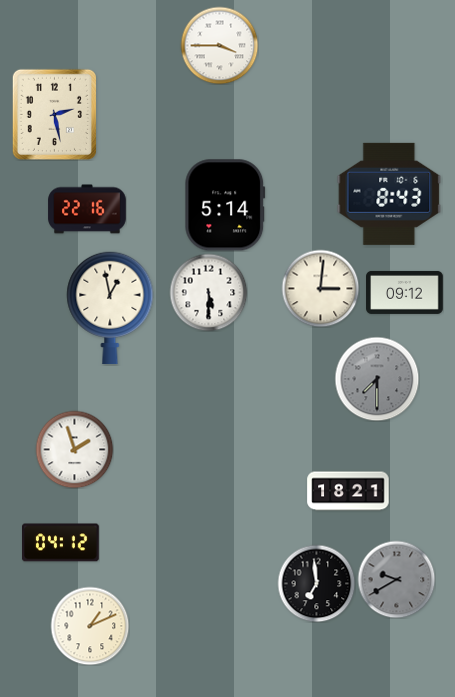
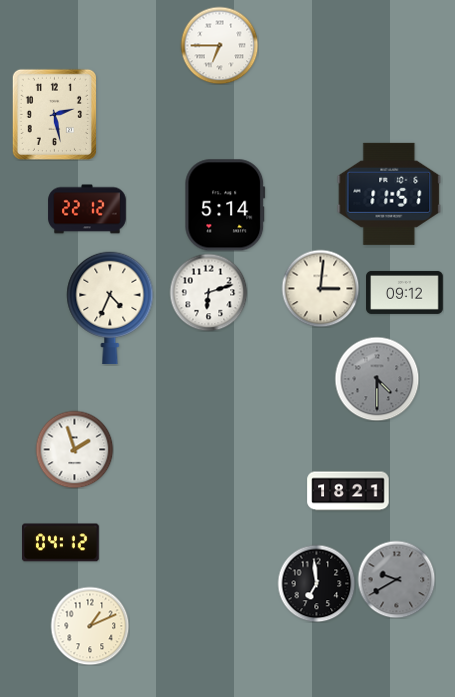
clock at (219, 45): 3:45 -> 6:45
clock at (389, 194): 8:43 -> 11:51
clock at (87, 209): 22:16 -> 22:12
clock at (208, 292): 5:30 -> 6:12
clock at (110, 308): 12:58 -> 4:34
clock at (377, 379): 7:30 -> 4:30
